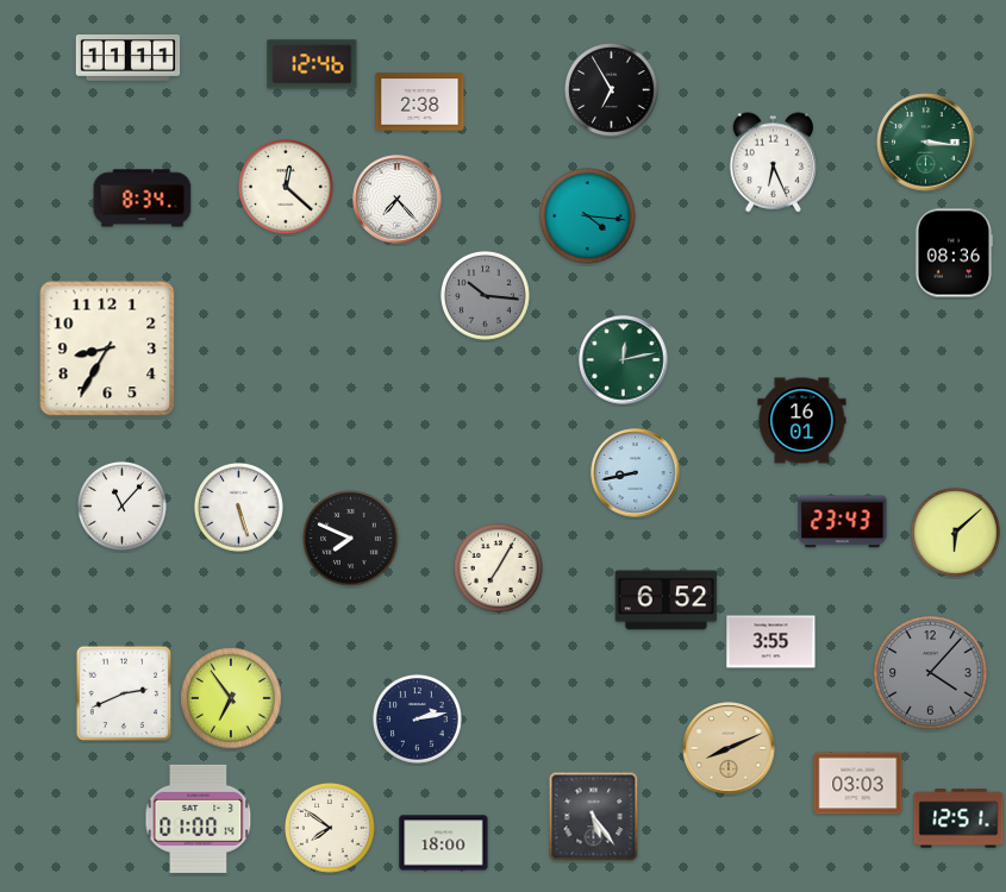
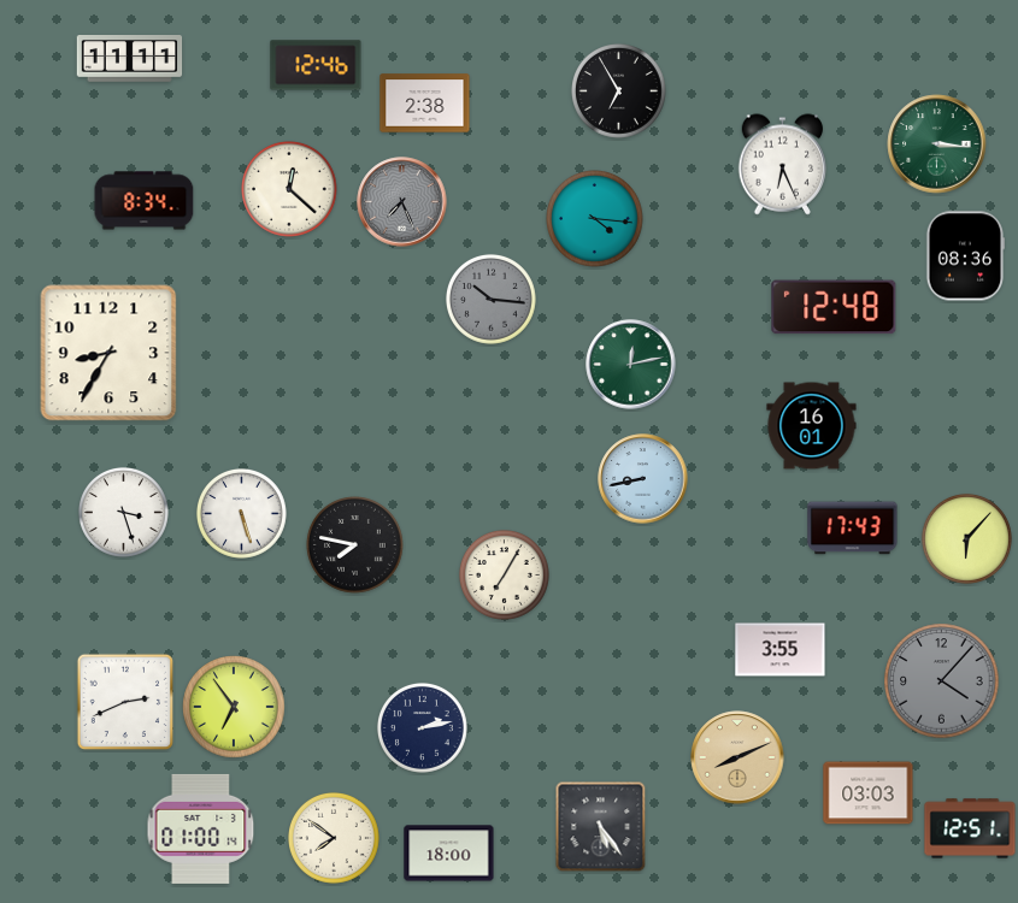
clock at (398, 200): 7:23 -> 7:26
clock at (398, 200) dial: white -> grey
clock at (834, 307): none -> 12:48
clock at (121, 505): 11:07 -> 3:27
clock at (843, 522): 23:43 -> 17:43
clock at (955, 532): 6:08 -> 6:07
clock at (351, 539): 7:49 -> 7:47
clock at (667, 601): 6:52 -> none
